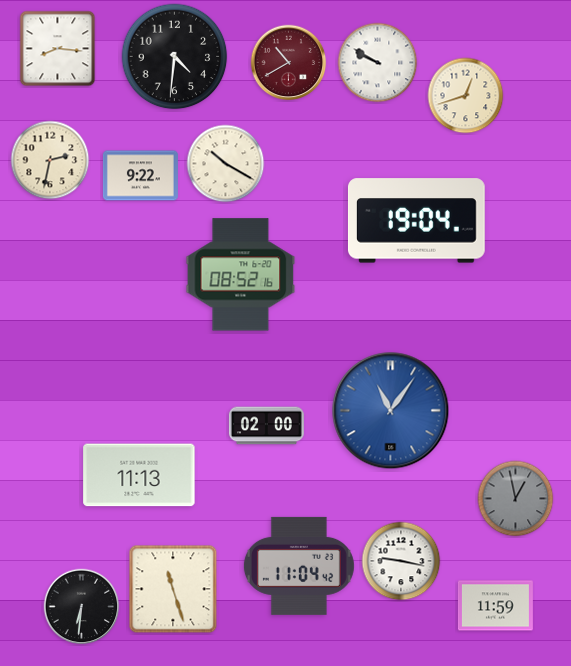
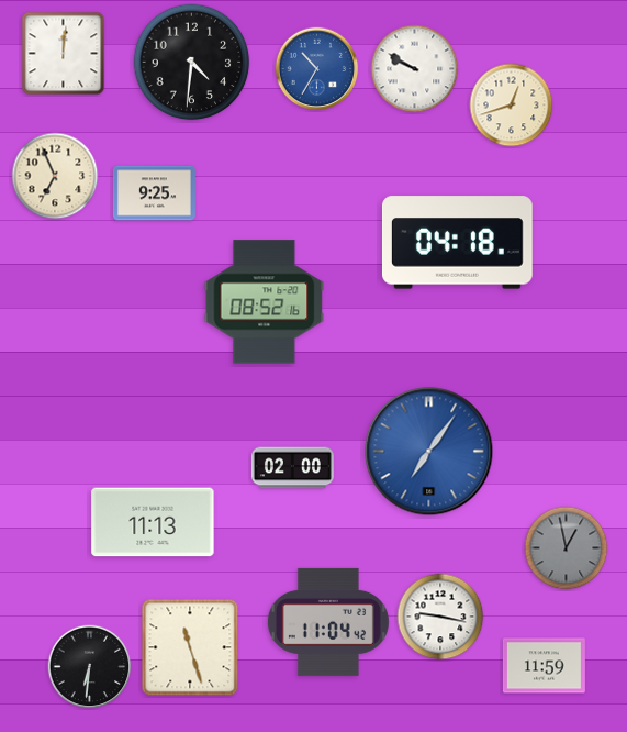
clock at (58, 49): 8:16 -> 12:01
clock at (289, 63): 10:40 -> 10:35
clock at (289, 63) dial: burgundy -> blue
clock at (50, 160): 2:32 -> 6:56
clock at (226, 164): 10:20 -> none
clock at (140, 176): 9:22 -> 9:25
clock at (416, 221): 19:04 -> 04:18
clock at (391, 411): 11:06 -> 7:06
